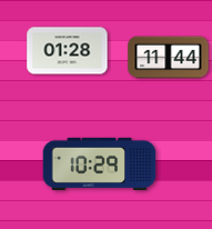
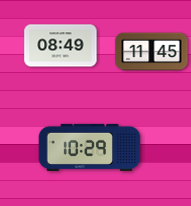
clock at (68, 51): 01:28 -> 08:49
clock at (169, 58): 11:44 -> 11:45
